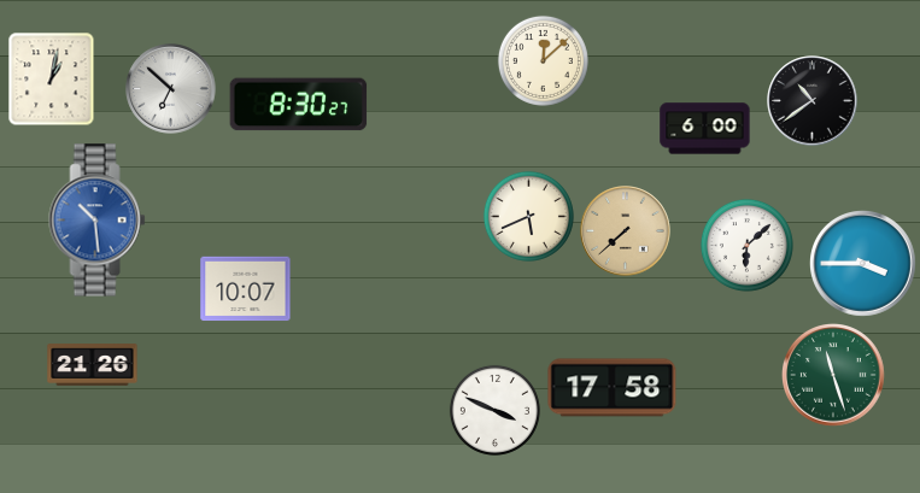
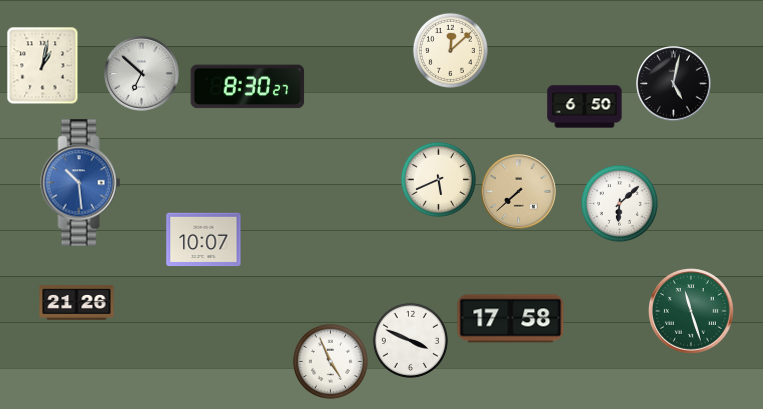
clock at (813, 101): 10:39 -> 5:02
clock at (705, 129): 6:00 -> 6:50
clock at (863, 264): 3:45 -> none
clock at (613, 388) position: (613, 388) -> (511, 319)
clock at (330, 361): none -> 4:56
